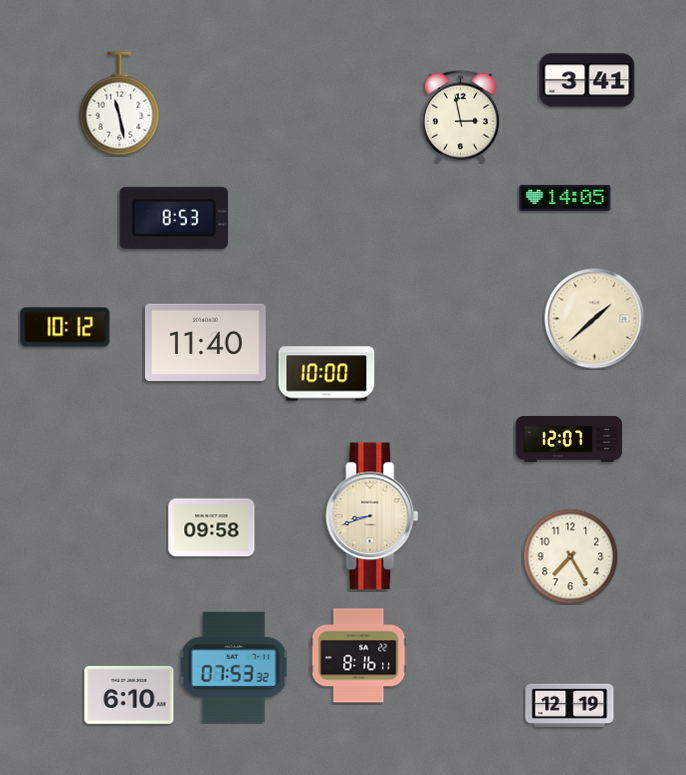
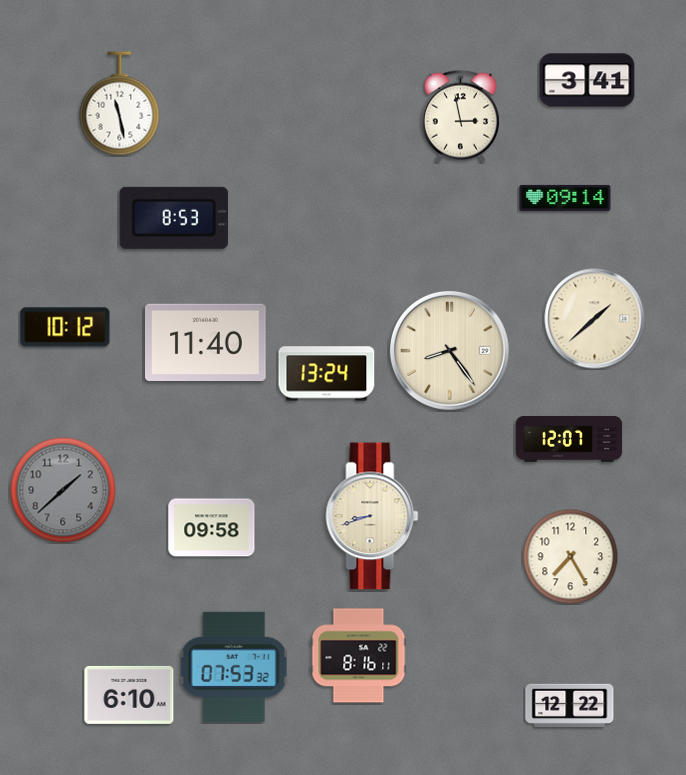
clock at (565, 198): 14:05 -> 09:14
clock at (449, 350): none -> 8:24
clock at (327, 374): 10:00 -> 13:24
clock at (63, 490): none -> 1:38
clock at (570, 705): 12:19 -> 12:22
